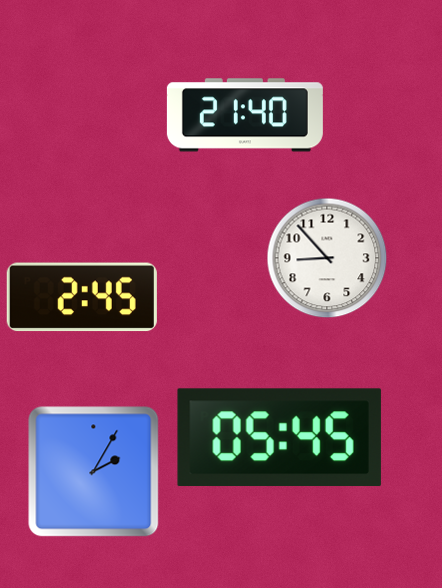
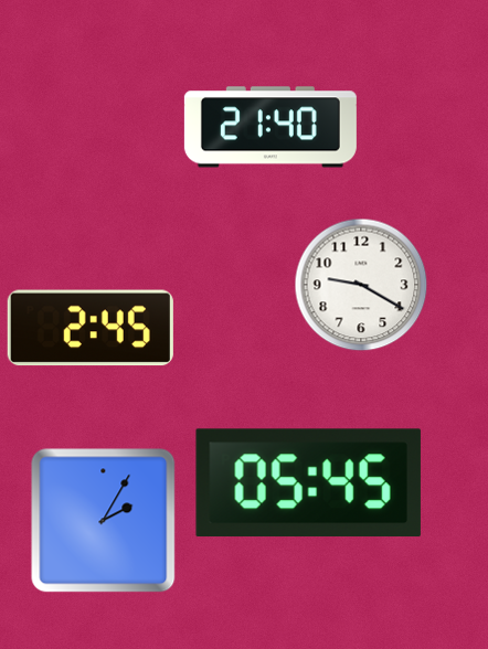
clock at (327, 258): 8:53 -> 9:20
